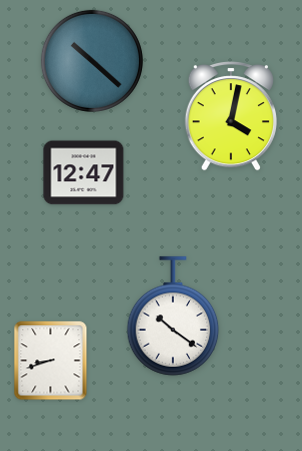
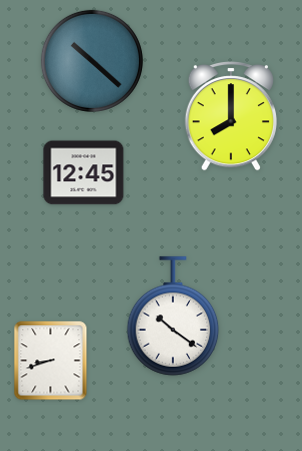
clock at (230, 117): 4:02 -> 8:00
clock at (84, 173): 12:47 -> 12:45
